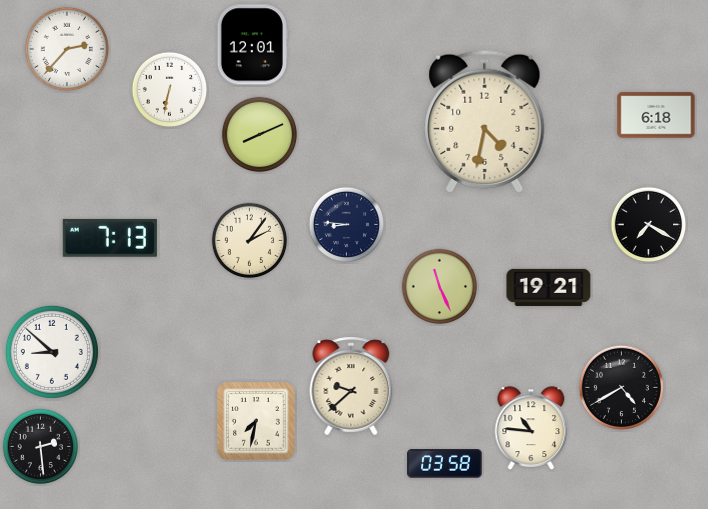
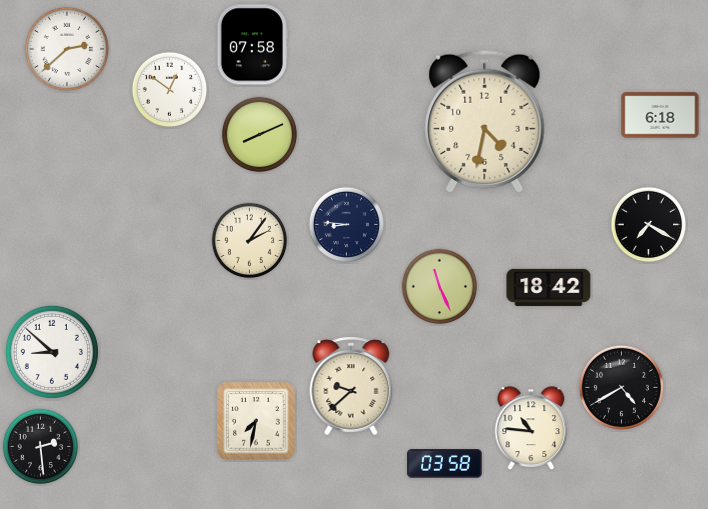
clock at (252, 45): 12:01 -> 07:58
clock at (67, 49): 2:37 -> 2:38
clock at (170, 90): 6:32 -> 12:51
clock at (656, 115) position: (656, 115) -> (660, 115)
clock at (110, 238): 7:13 -> none
clock at (549, 287): 19:21 -> 18:42
